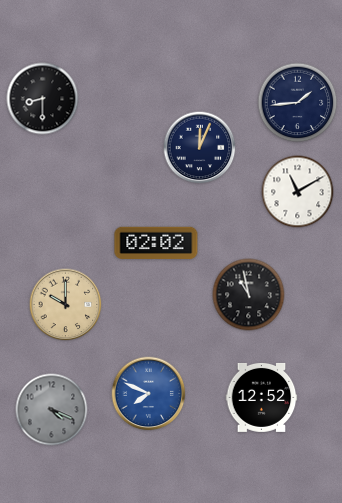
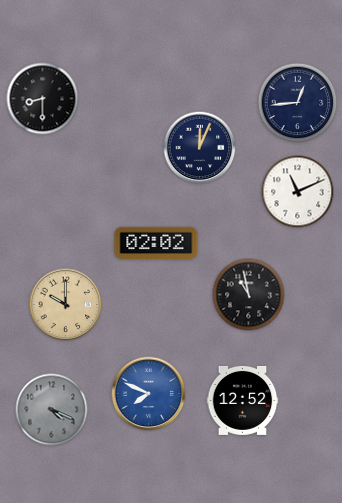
clock at (298, 103): 1:44 -> 12:44
clock at (298, 192): 11:10 -> 11:11
clock at (262, 397) position: (262, 397) -> (243, 400)
